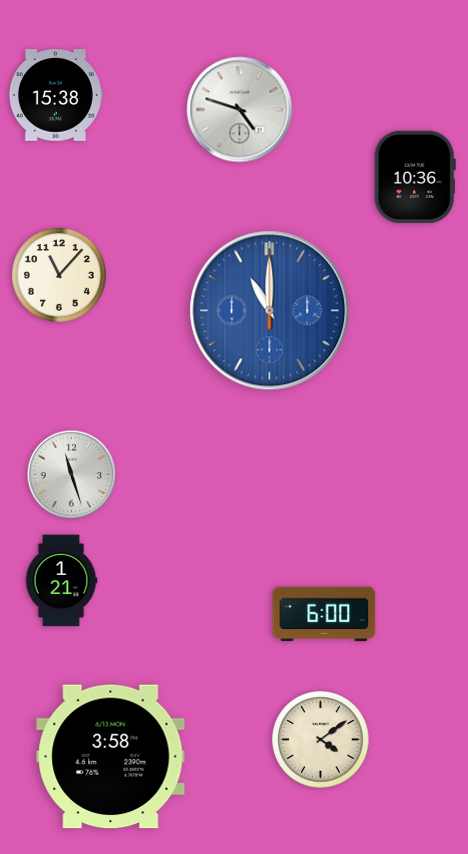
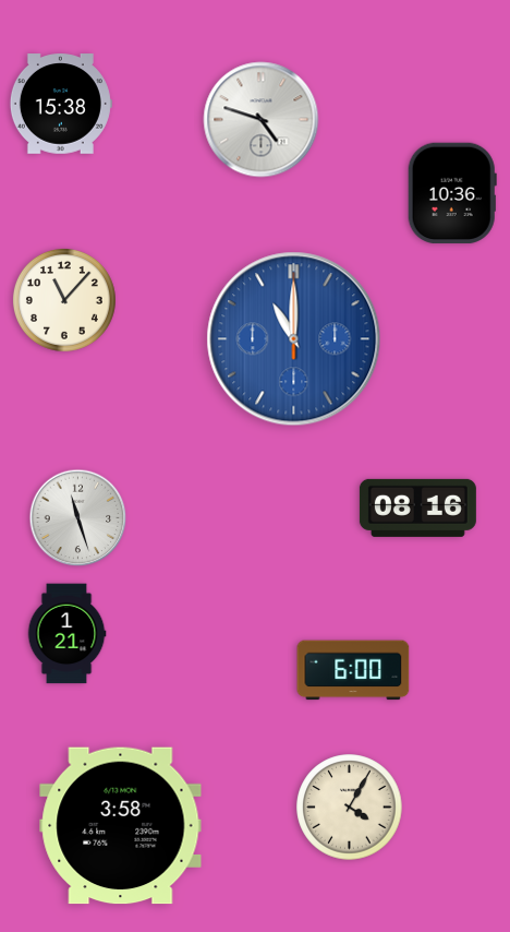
clock at (417, 507): none -> 08:16
clock at (321, 740): 4:09 -> 4:05
